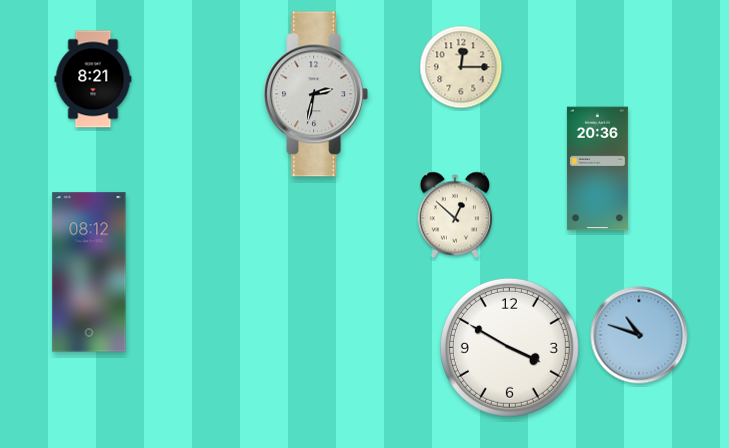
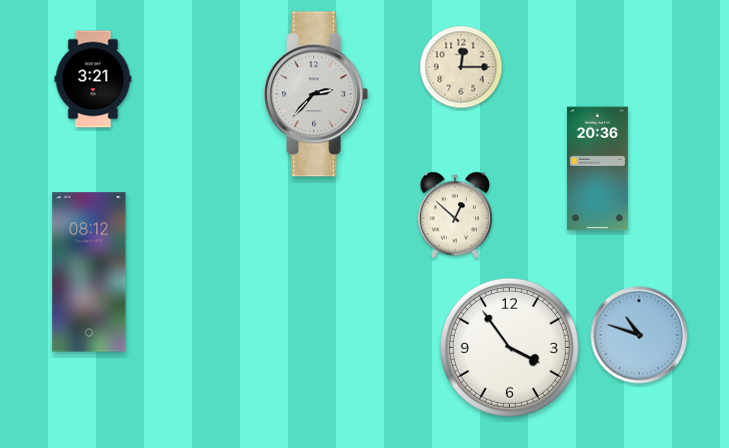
clock at (93, 79): 8:21 -> 3:21
clock at (316, 94): 2:32 -> 2:37
clock at (509, 347): 3:50 -> 3:54
